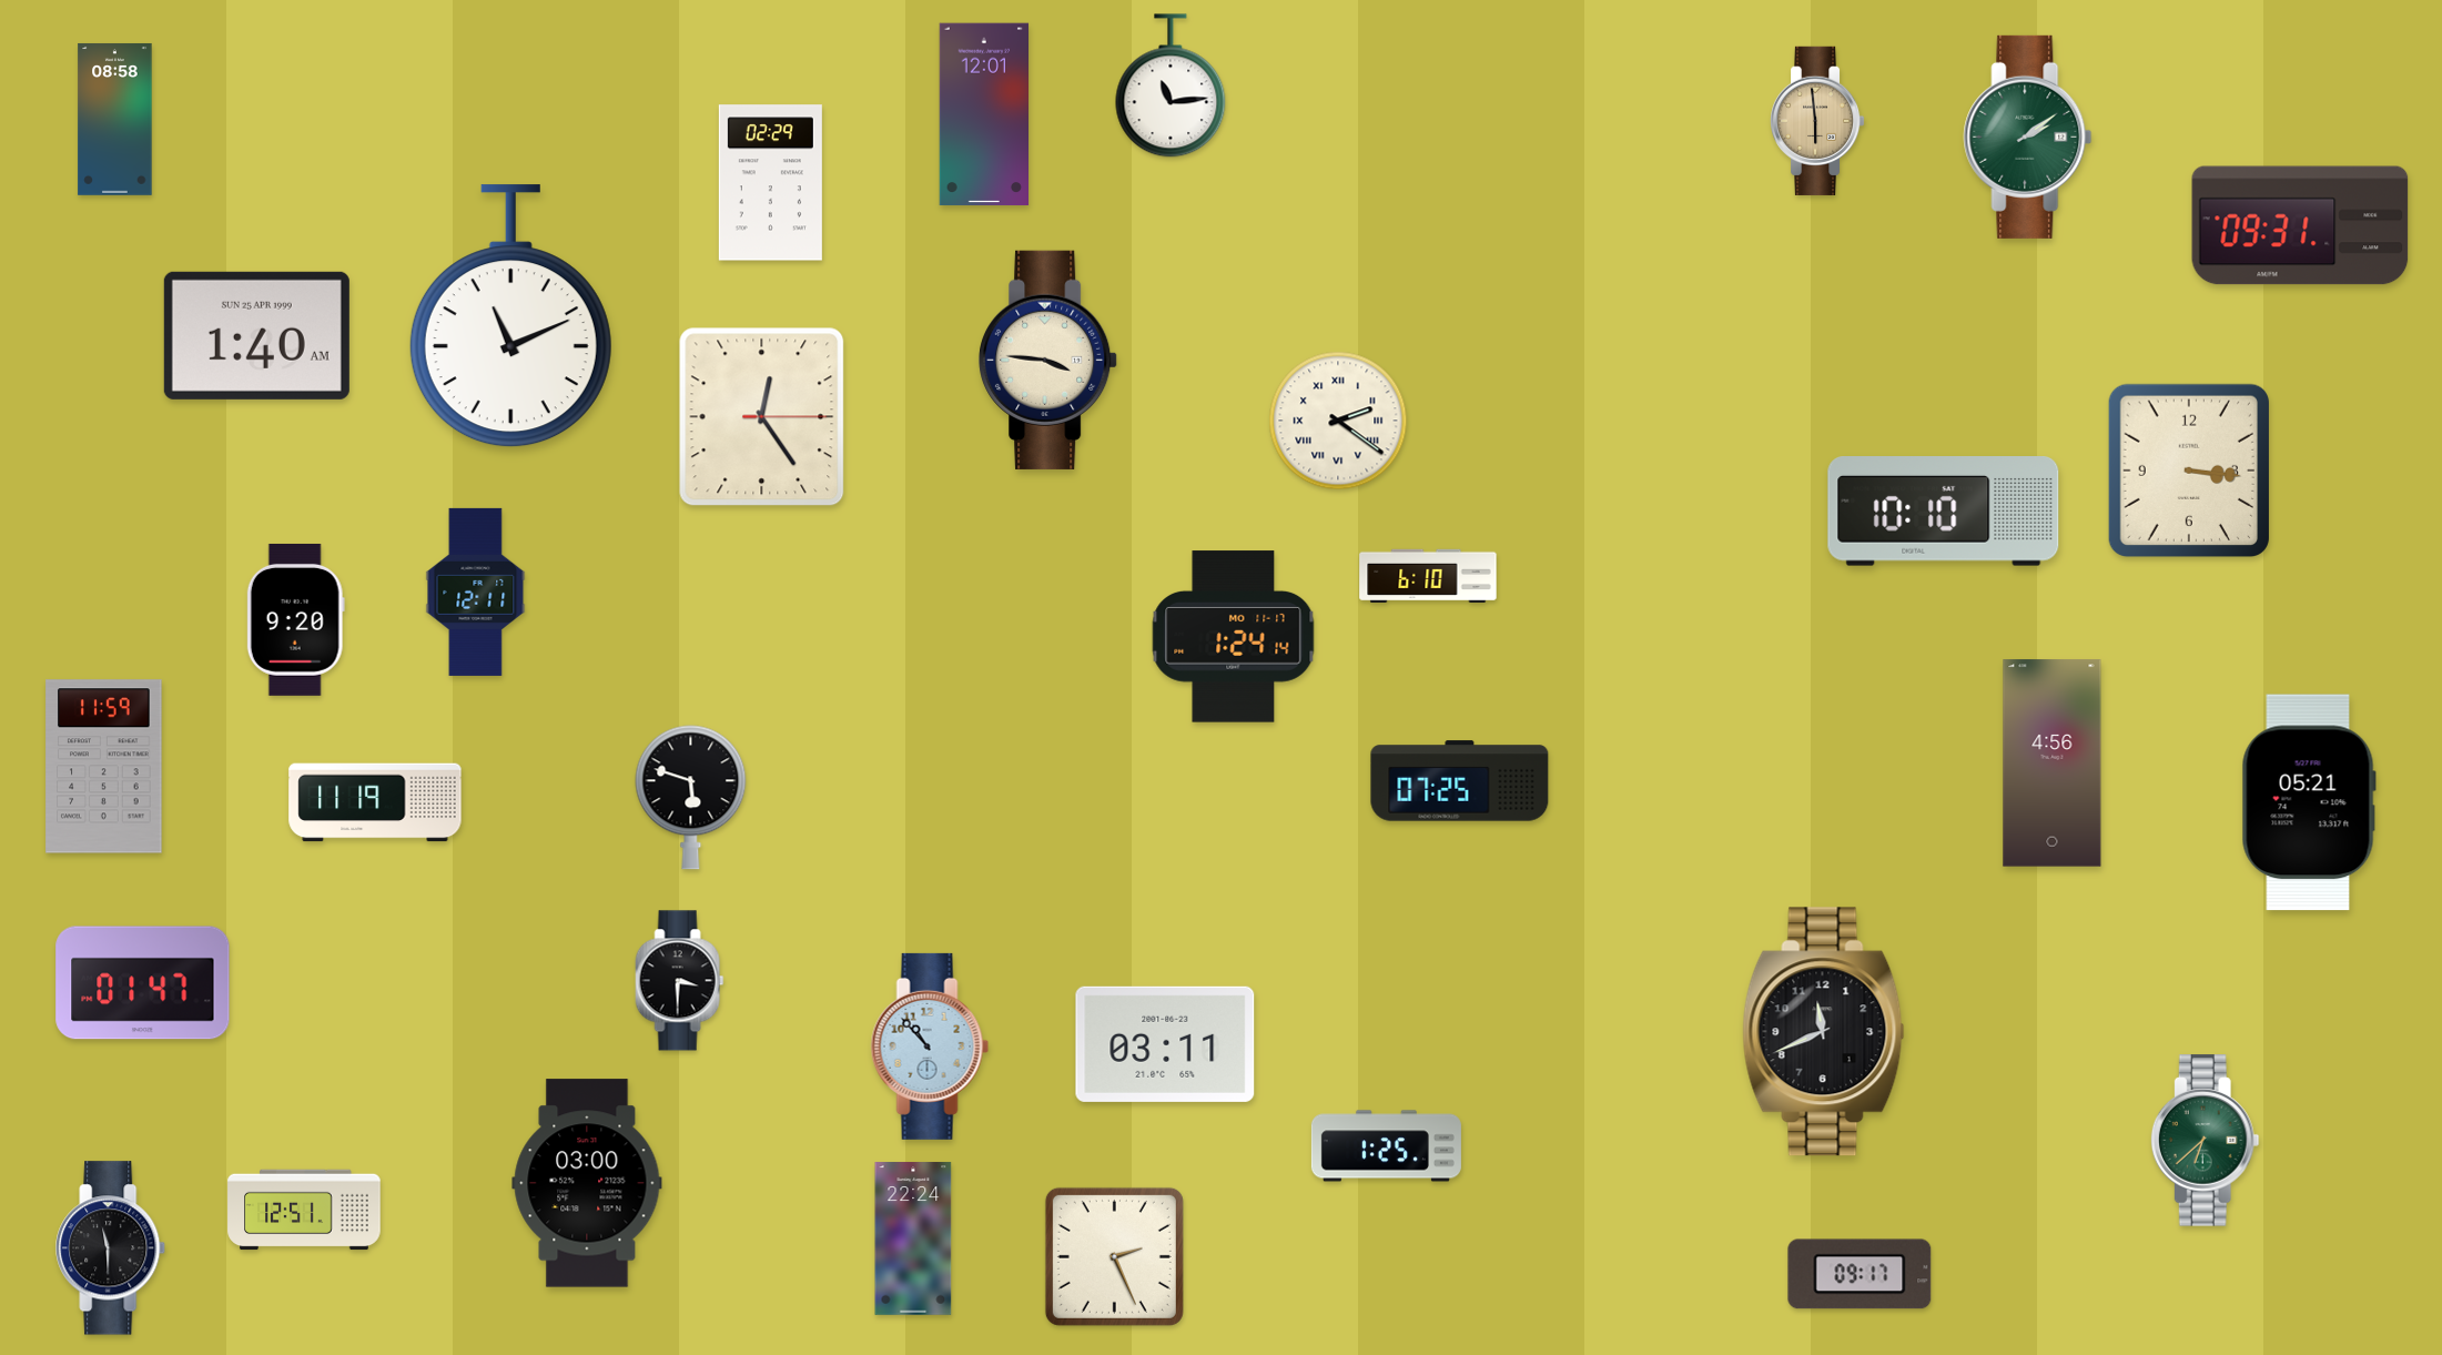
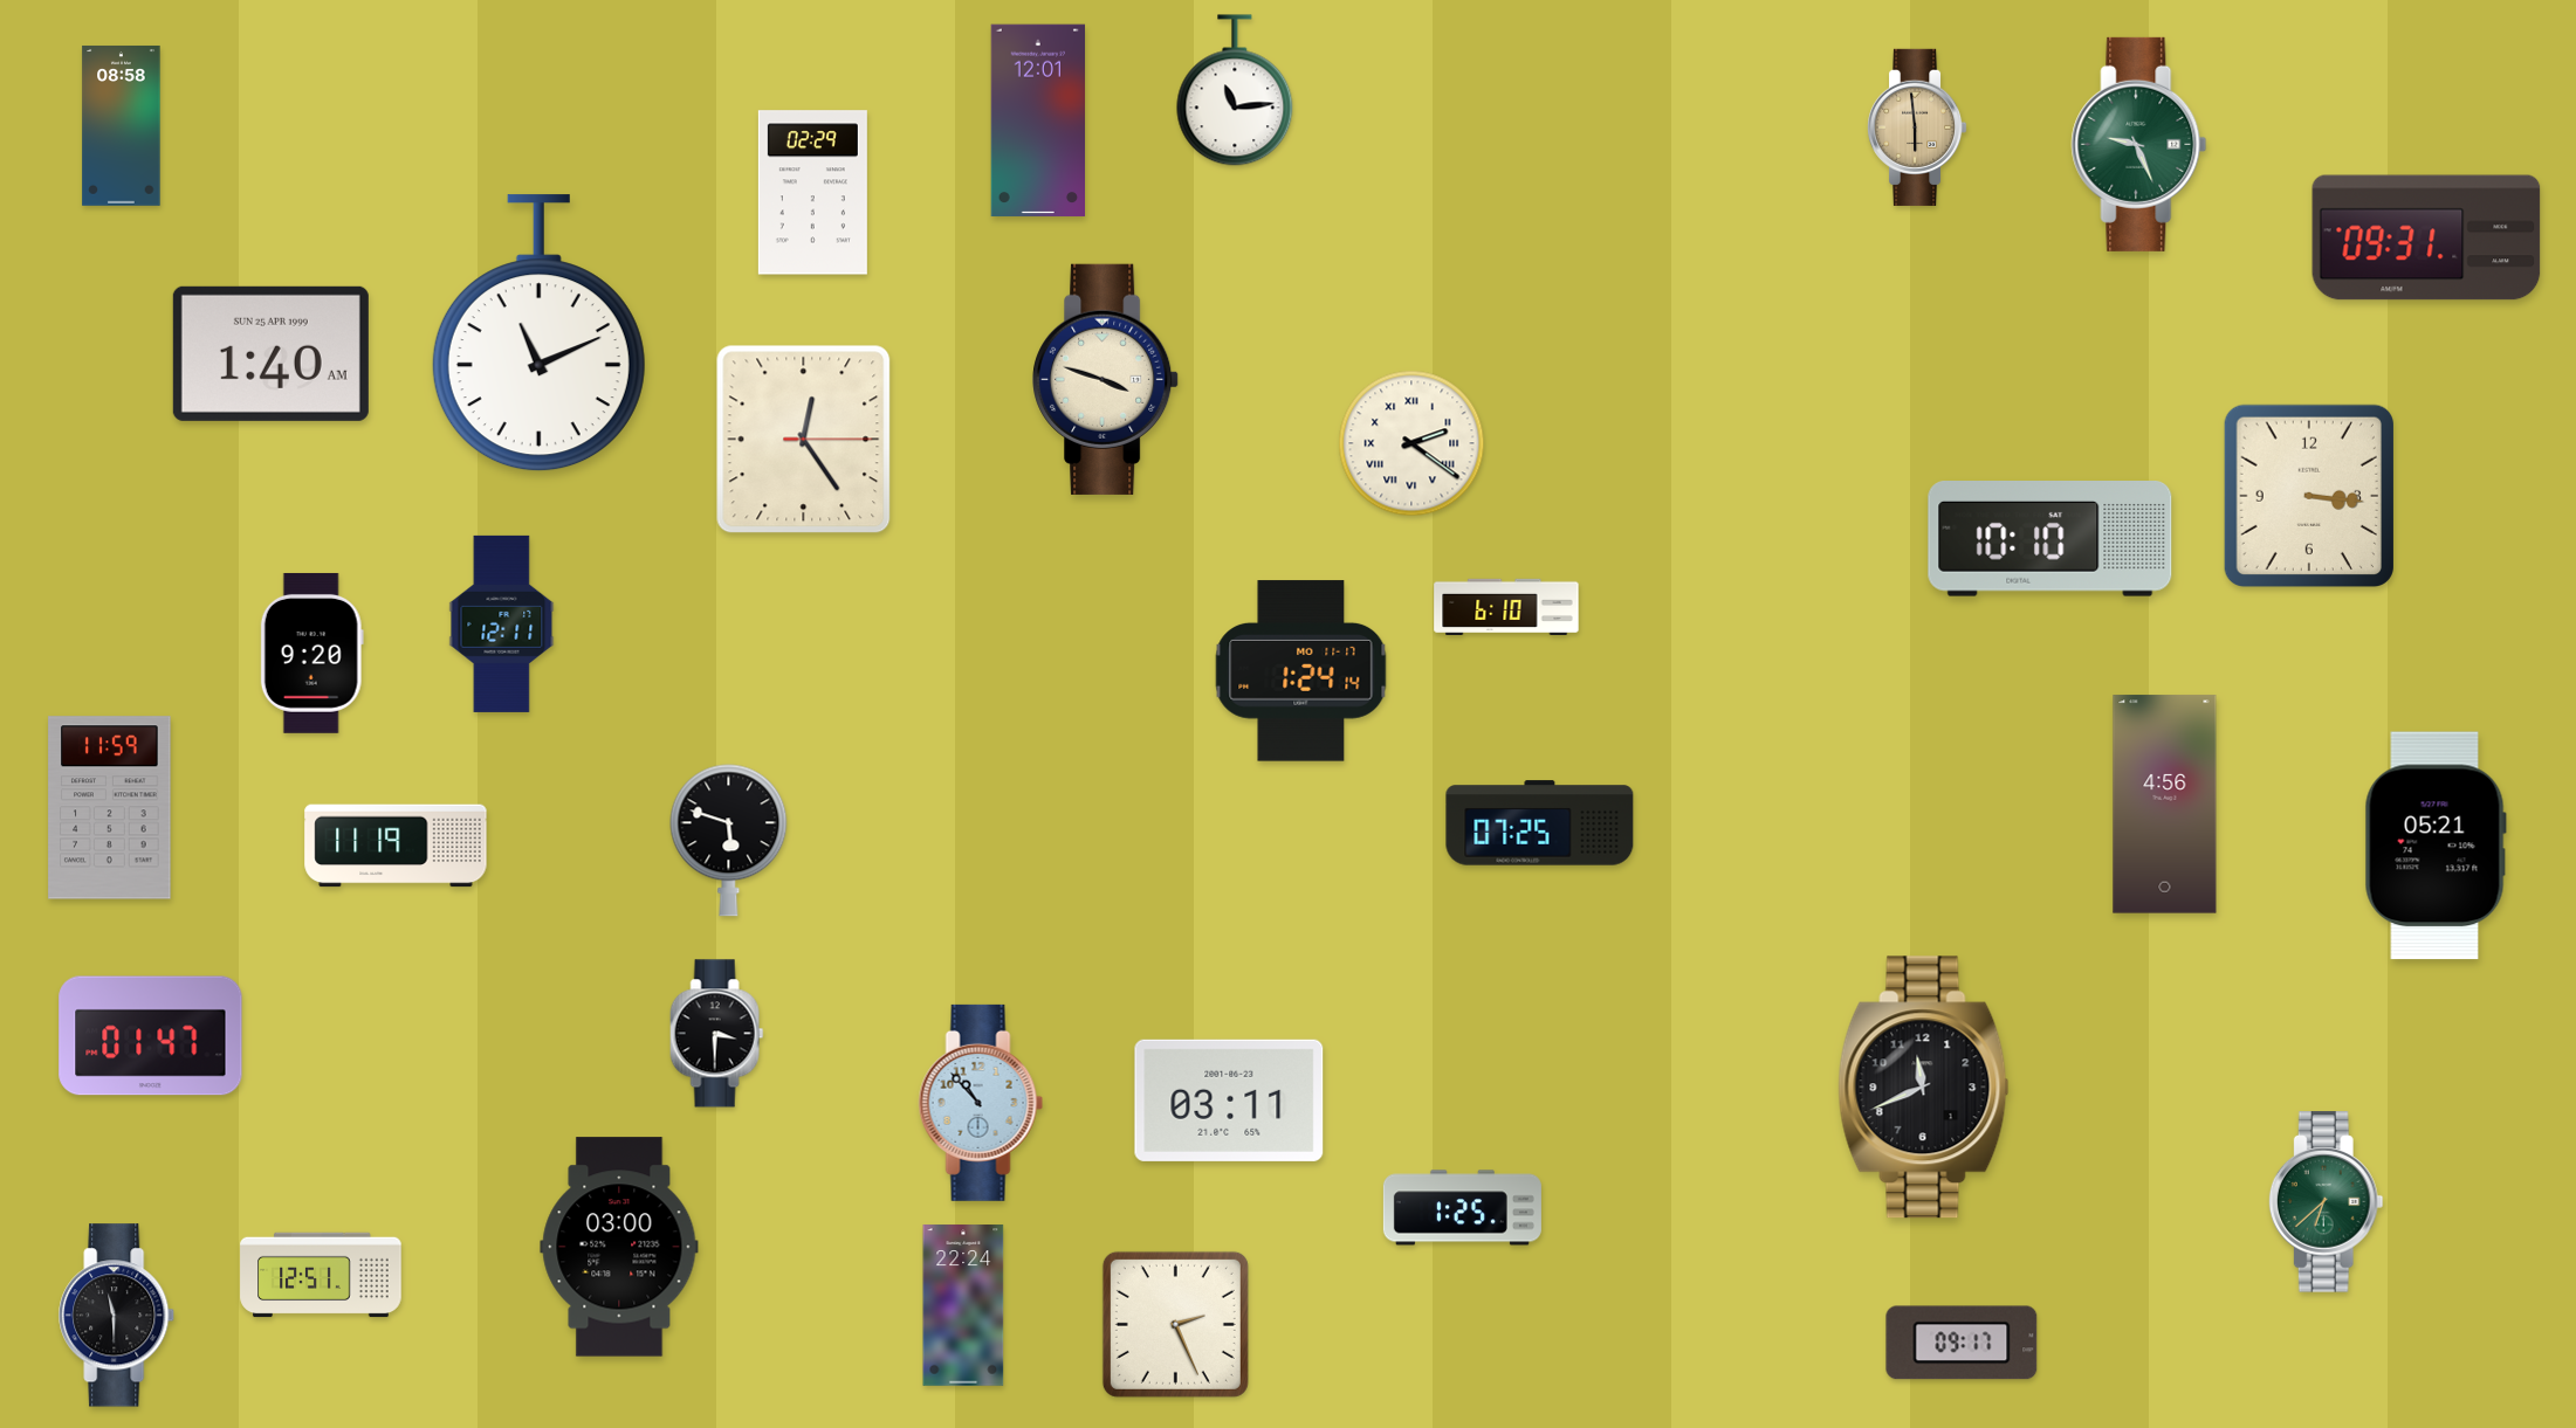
clock at (2028, 136): 2:09 -> 9:26
clock at (1048, 360): 3:46 -> 3:48
